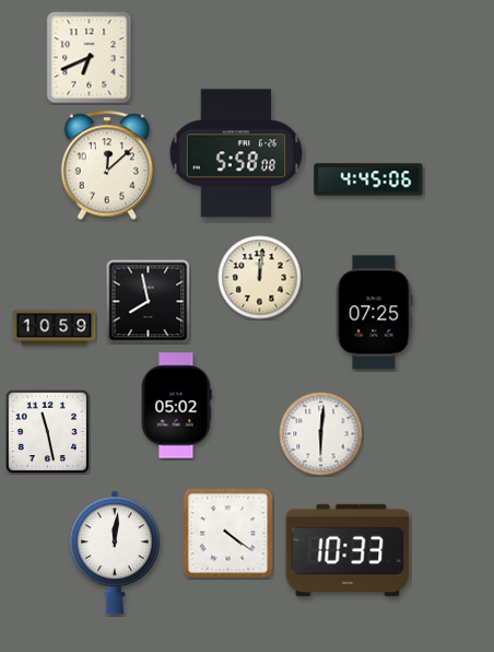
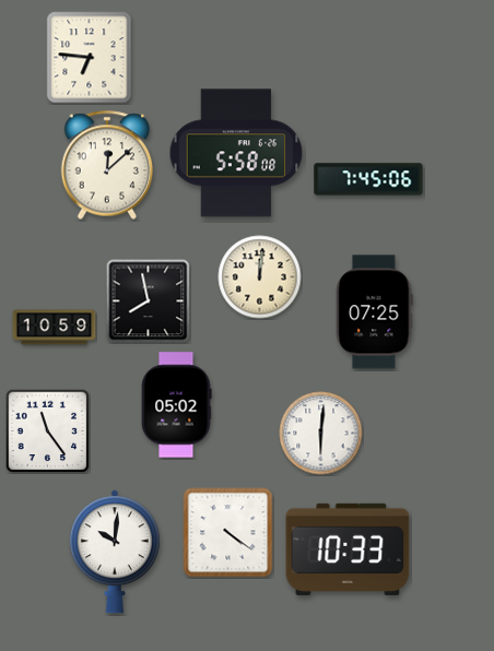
clock at (90, 58): 6:41 -> 6:46
clock at (368, 179): 4:45 -> 7:45
clock at (47, 431): 11:28 -> 11:24
clock at (115, 552): 12:01 -> 10:01
